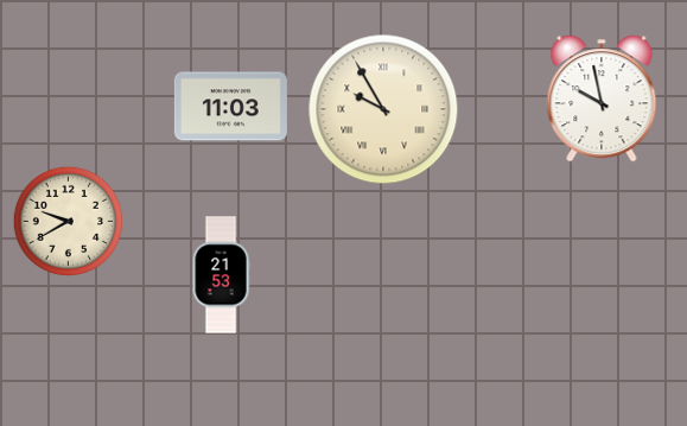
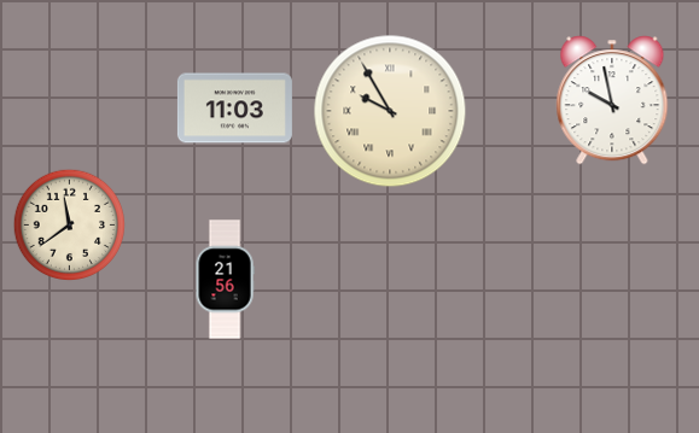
clock at (69, 222): 9:40 -> 11:39
clock at (221, 275): 21:53 -> 21:56
